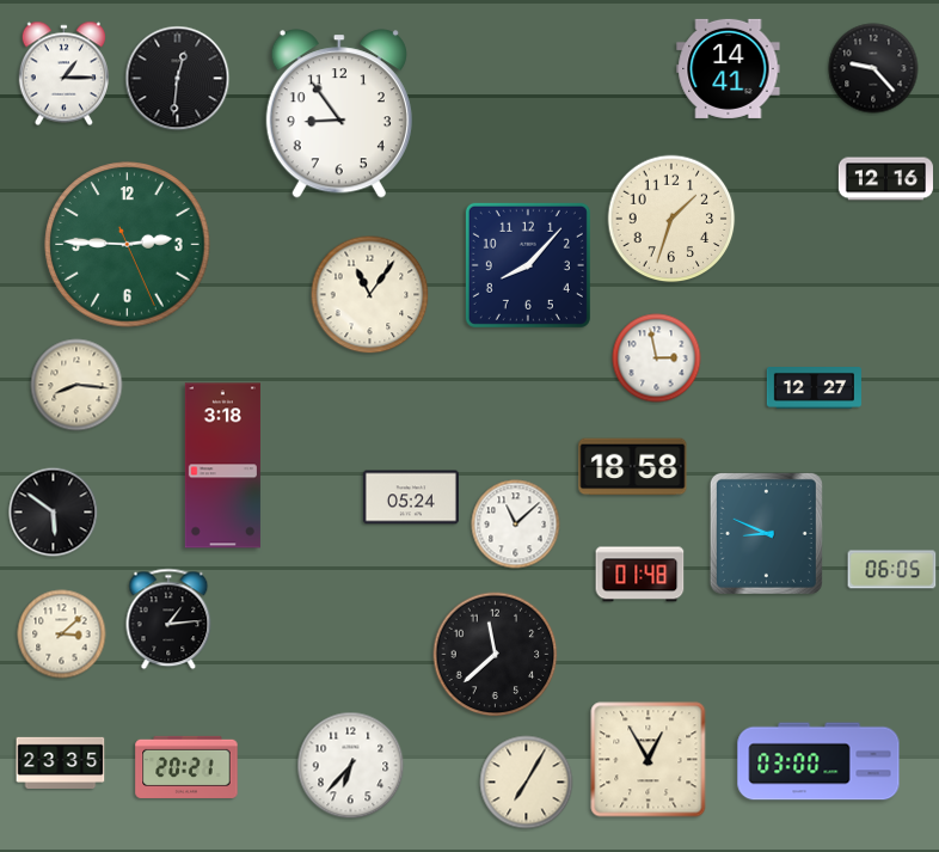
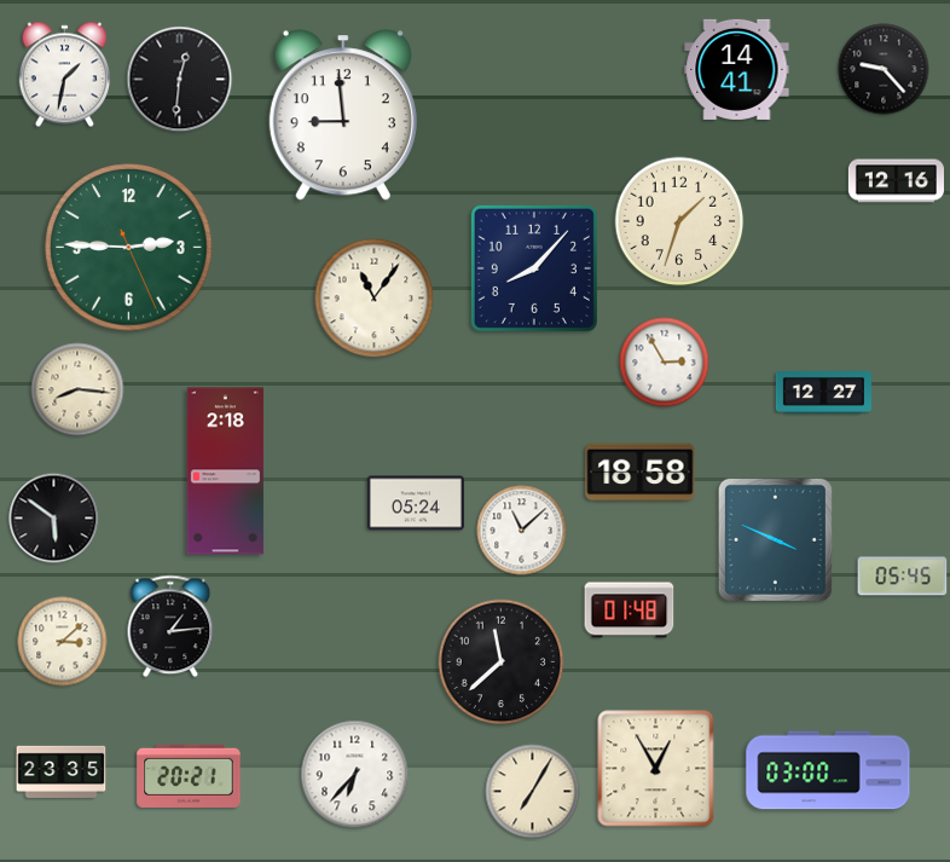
clock at (63, 74): 1:15 -> 1:32
clock at (339, 114): 8:54 -> 8:59
clock at (657, 358): 2:58 -> 2:55
clock at (222, 466): 3:18 -> 2:18
clock at (766, 533): 8:49 -> 3:49
clock at (892, 570): 06:05 -> 05:45
clock at (640, 575) position: (640, 575) -> (630, 611)
